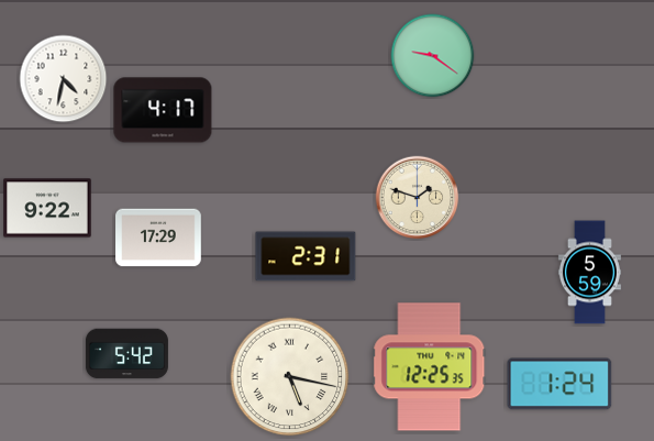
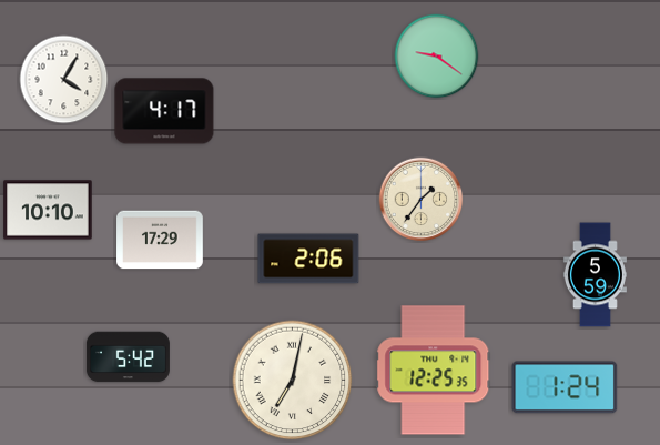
clock at (64, 79): 4:32 -> 4:05
clock at (418, 198): 1:48 -> 1:36
clock at (47, 208): 9:22 -> 10:10
clock at (306, 256): 2:31 -> 2:06
clock at (290, 377): 5:17 -> 7:02
